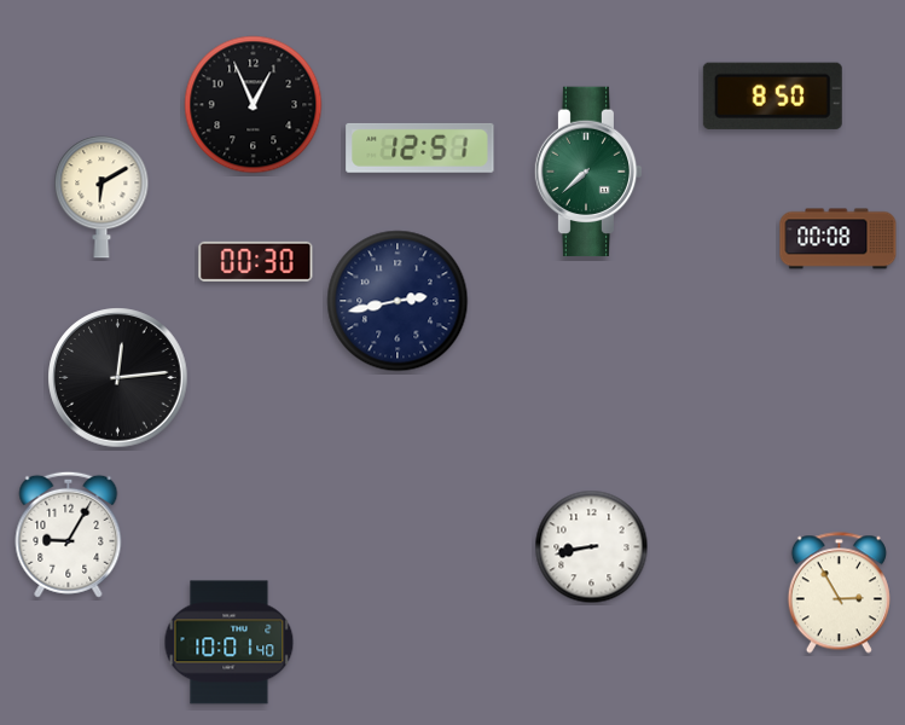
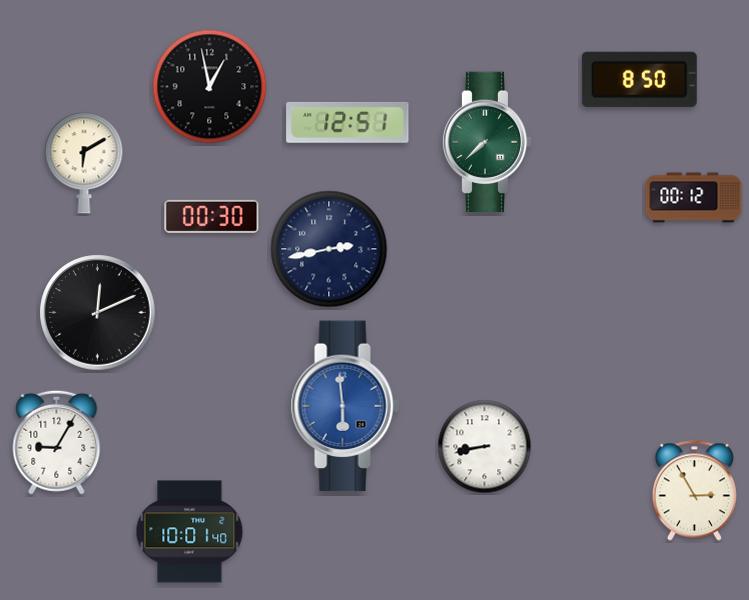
clock at (254, 105): 12:56 -> 12:58
clock at (839, 239): 00:08 -> 00:12
clock at (118, 378): 12:14 -> 12:11
clock at (345, 406): none -> 5:59
clock at (592, 547) position: (592, 547) -> (485, 447)
